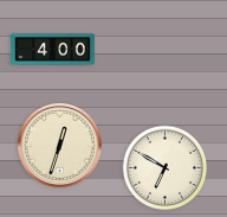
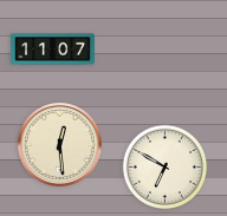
clock at (53, 50): 4:00 -> 11:07
clock at (60, 146): 12:33 -> 12:29
